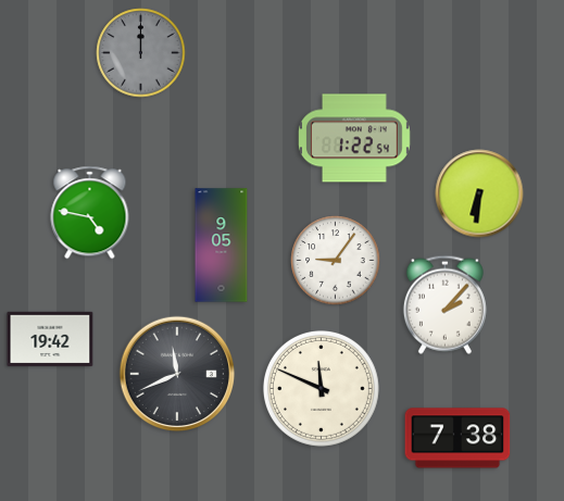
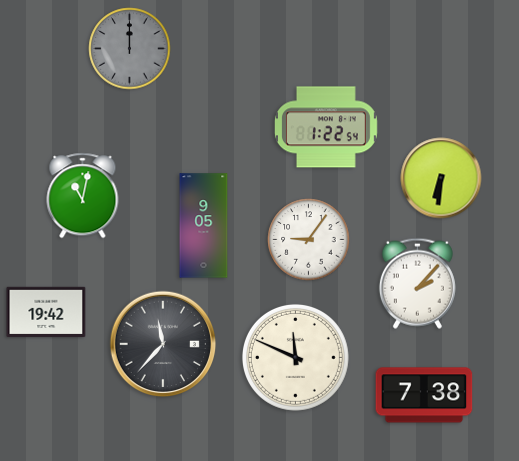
clock at (90, 213): 4:47 -> 11:02
clock at (444, 304) position: (444, 304) -> (417, 283)
clock at (177, 374): 11:41 -> 11:37
clock at (458, 438) position: (458, 438) -> (424, 395)
